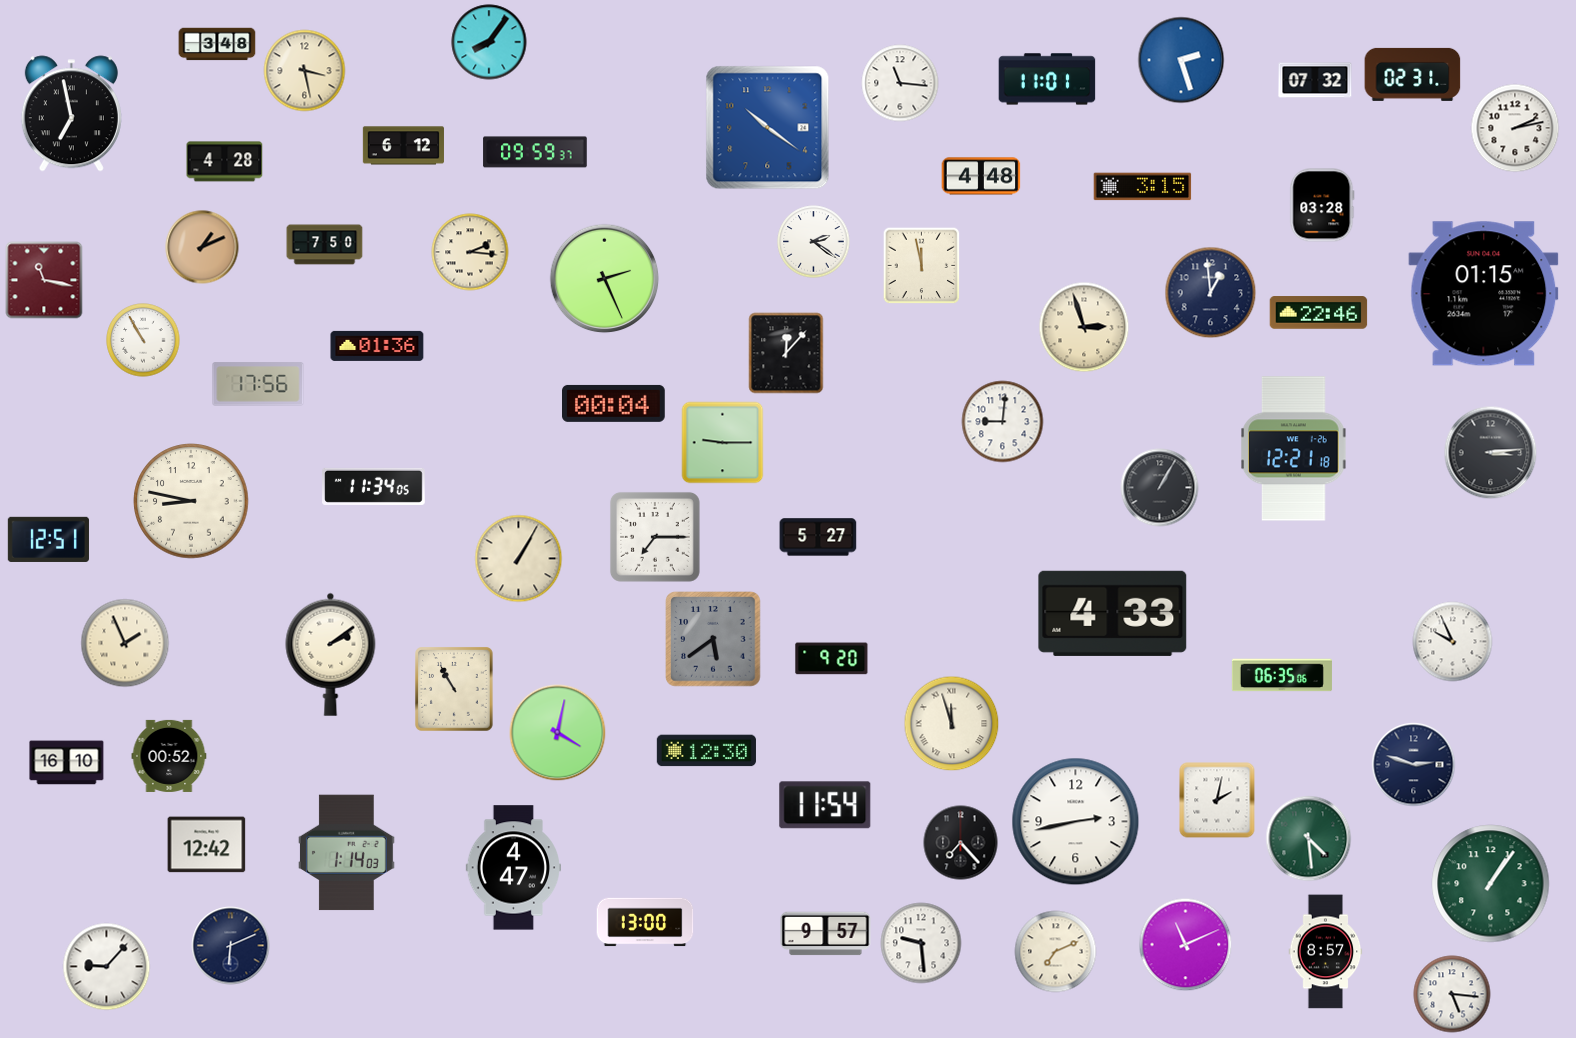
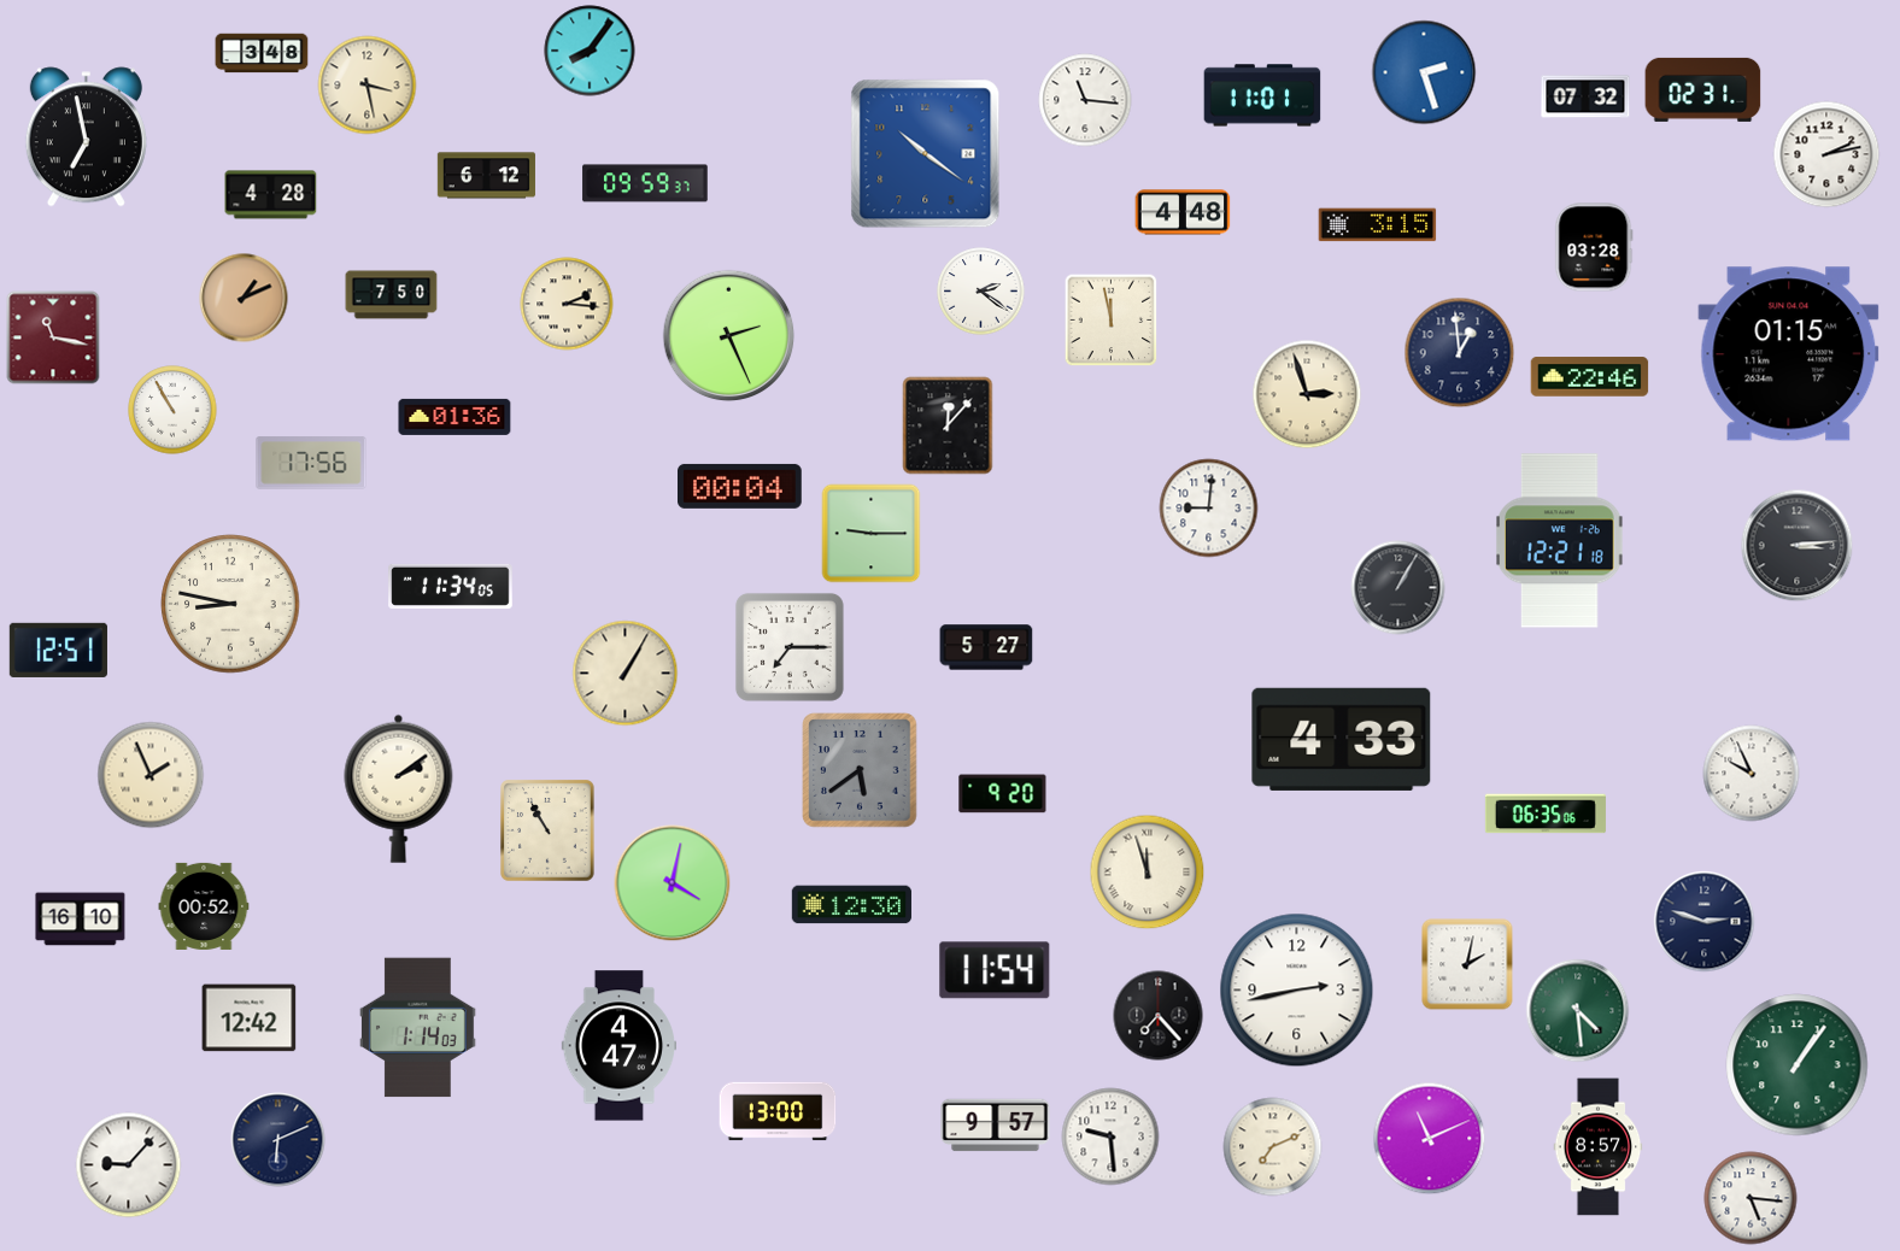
clock at (169, 756) position: (169, 756) -> (204, 906)
